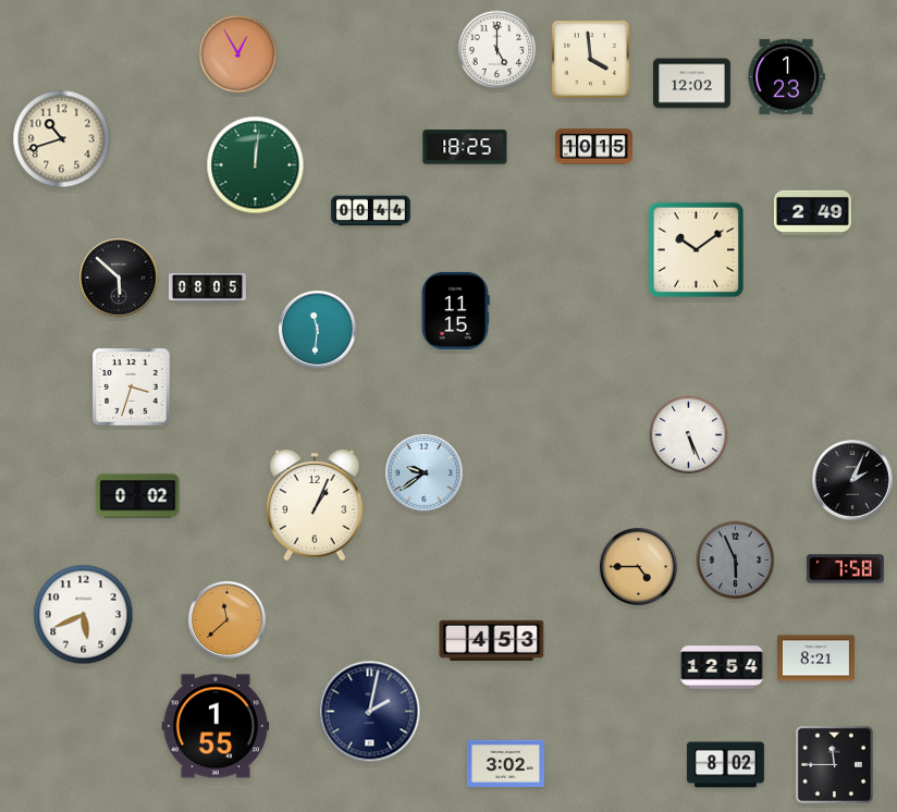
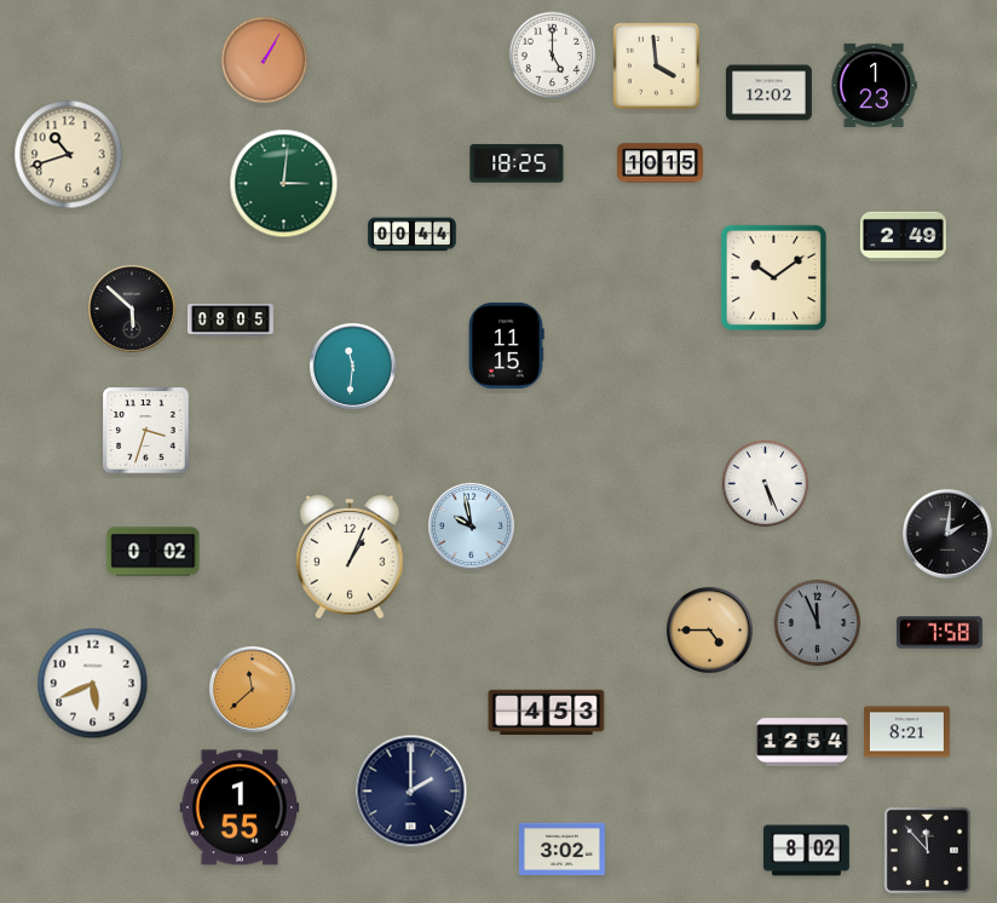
clock at (238, 54): 12:55 -> 1:05
clock at (256, 165): 12:01 -> 3:01
clock at (423, 472): 9:39 -> 9:58
clock at (853, 481): 2:04 -> 2:01
clock at (315, 506) position: (315, 506) -> (350, 558)
clock at (736, 561): 5:56 -> 11:56
clock at (370, 712): 2:02 -> 2:00
clock at (834, 764): 11:45 -> 11:53
